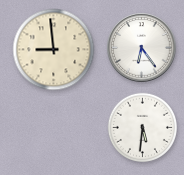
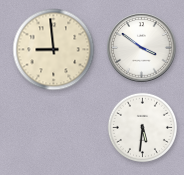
clock at (142, 48): 6:24 -> 3:51
